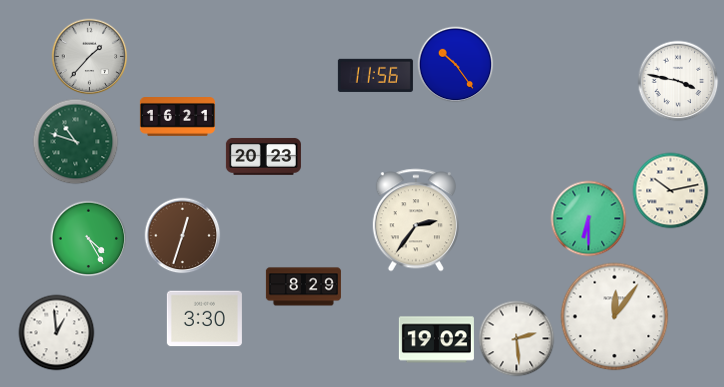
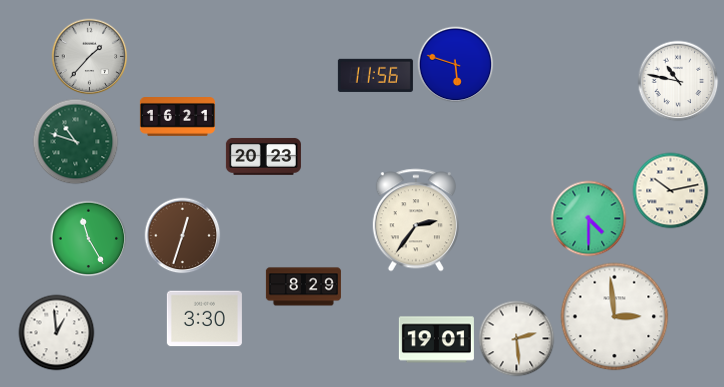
clock at (456, 65): 10:24 -> 5:48
clock at (678, 81): 3:47 -> 10:47
clock at (589, 219): 6:30 -> 4:30
clock at (89, 239): 4:25 -> 11:25
clock at (615, 317): 12:06 -> 2:59
clock at (436, 340): 19:02 -> 19:01
